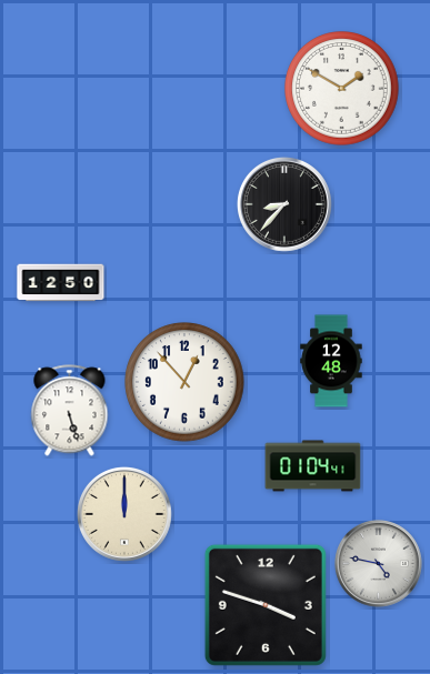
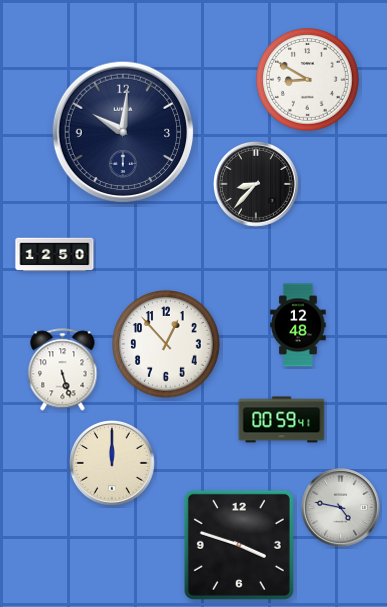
clock at (342, 89): 1:50 -> 8:50
clock at (123, 132): none -> 10:01
clock at (313, 466): 01:04 -> 00:59
